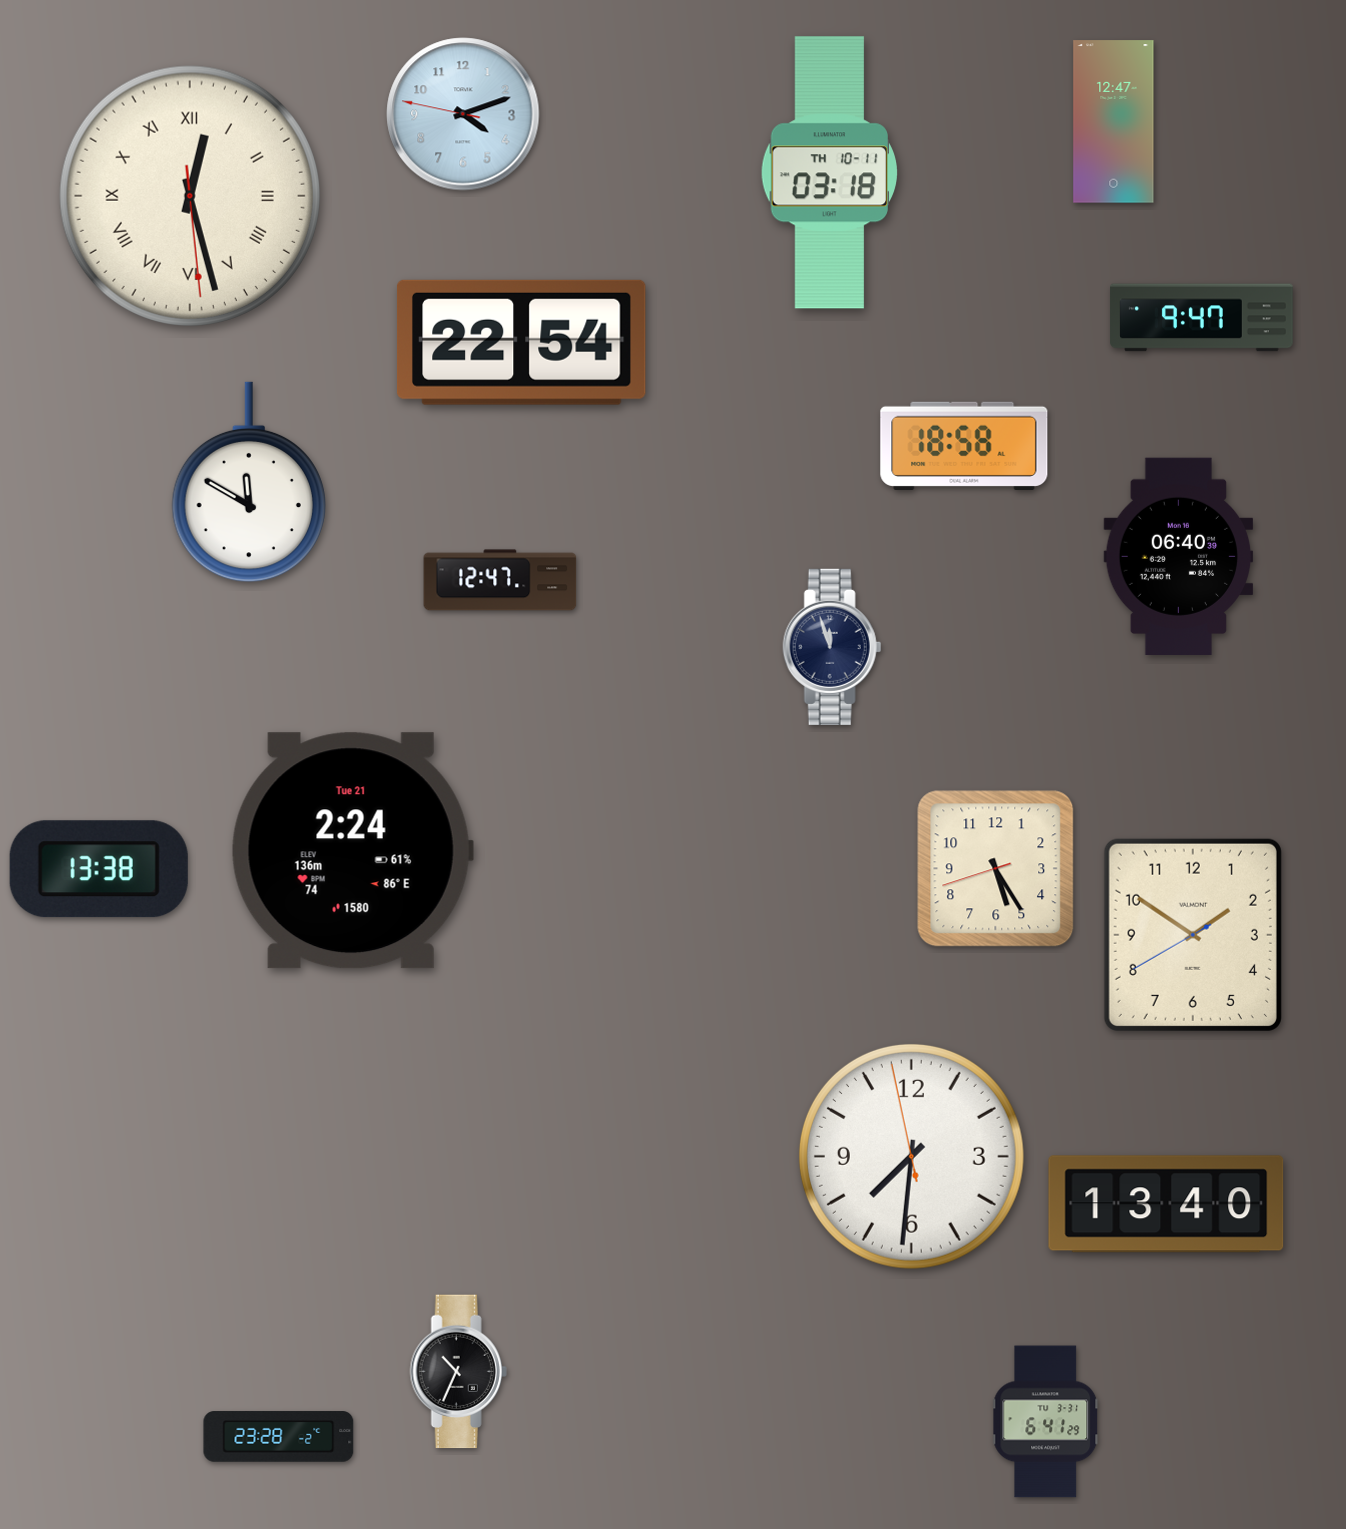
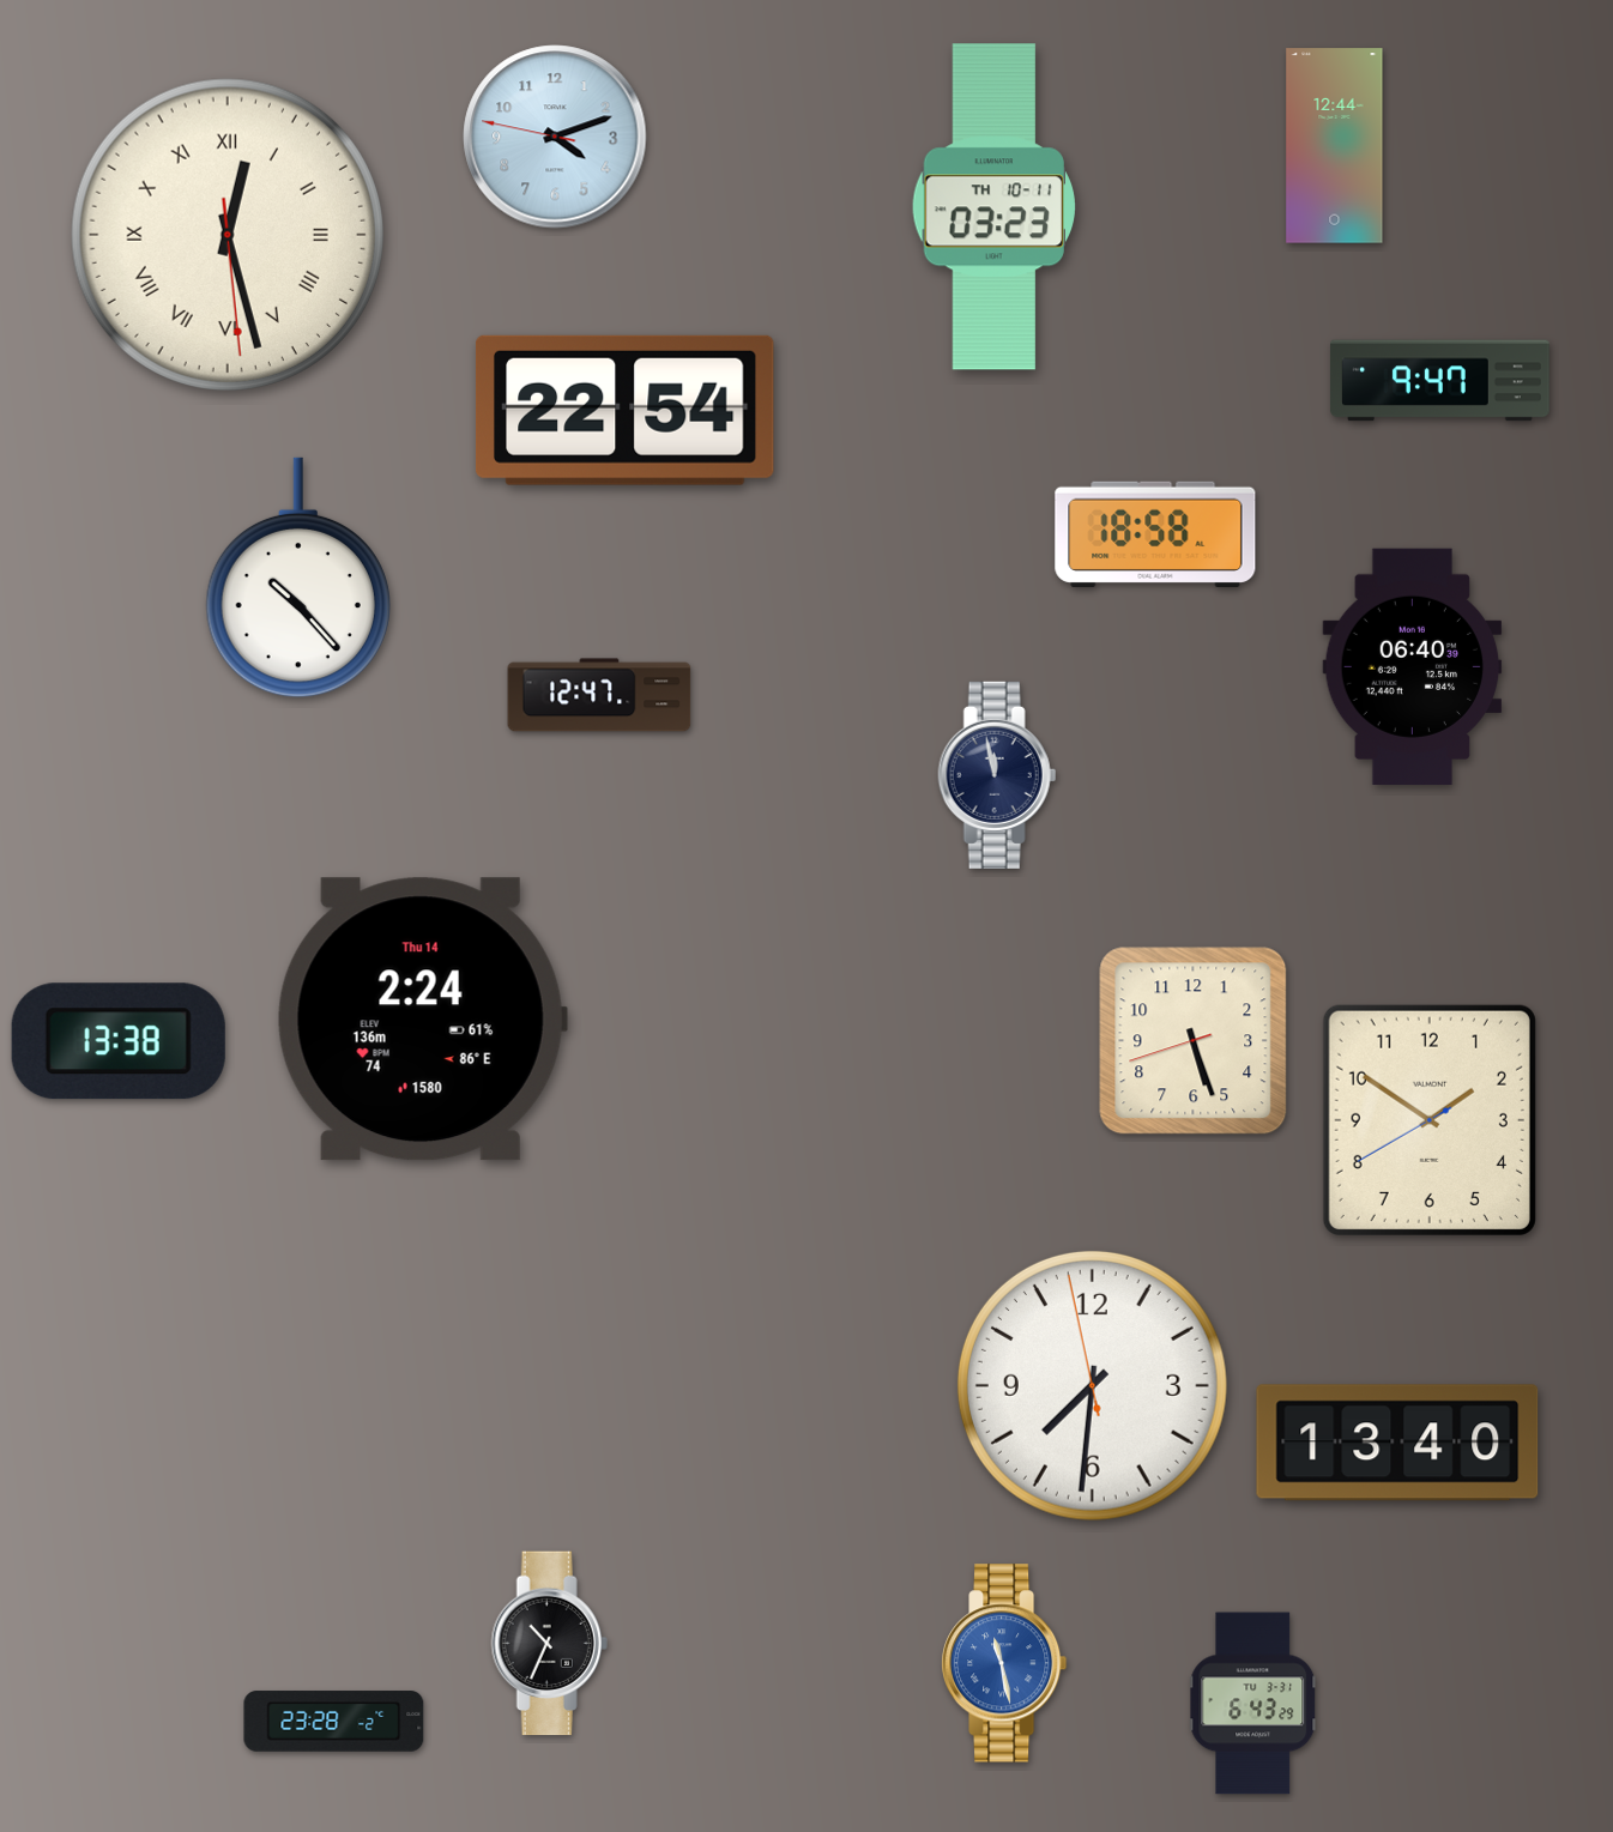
clock at (1114, 122): 12:47 -> 12:44
clock at (829, 173): 03:18 -> 03:23
clock at (249, 482): 11:50 -> 10:23
clock at (832, 647): 11:57 -> 11:58
clock at (352, 851) date: Tue 21 -> Thu 14
clock at (996, 869): 5:24 -> 5:26
clock at (1004, 1663): none -> 11:28
clock at (1046, 1422): 6:41 -> 6:43
